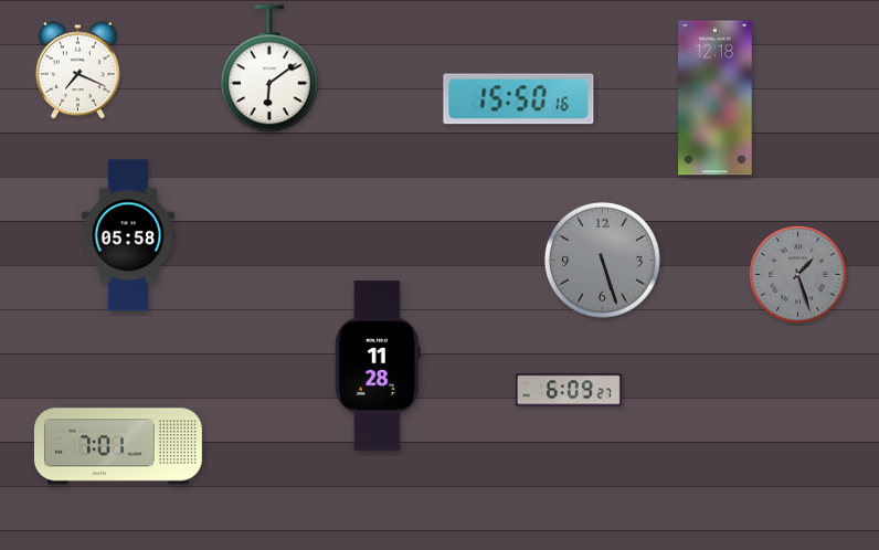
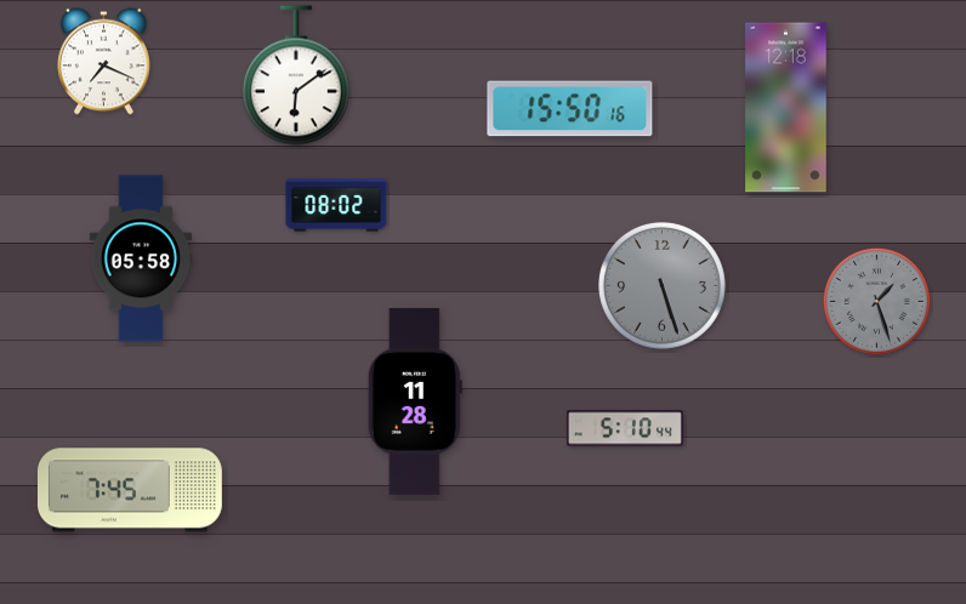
clock at (78, 71) position: (78, 71) -> (104, 62)
clock at (336, 205): none -> 08:02
clock at (569, 390): 6:09 -> 5:10
clock at (118, 446): 7:01 -> 7:45
